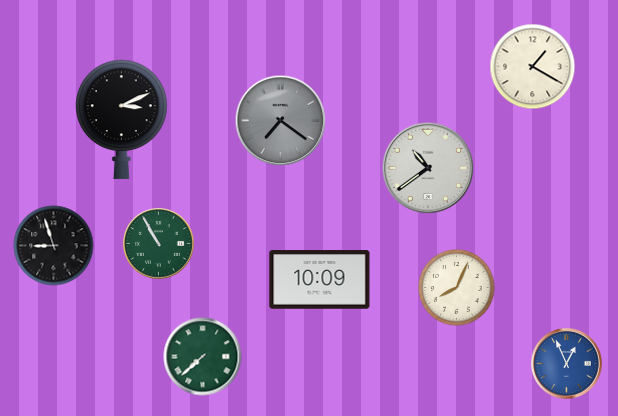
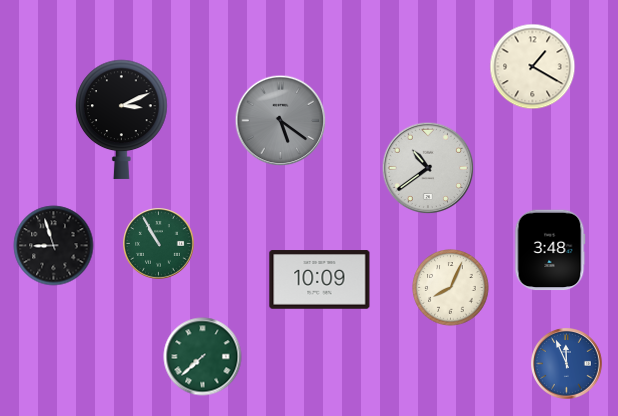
clock at (281, 121): 7:21 -> 5:21
clock at (550, 250): none -> 3:48
clock at (457, 288) position: (457, 288) -> (451, 288)
clock at (567, 364): 12:56 -> 11:56
